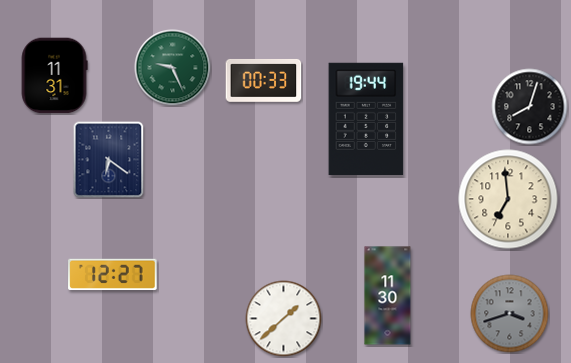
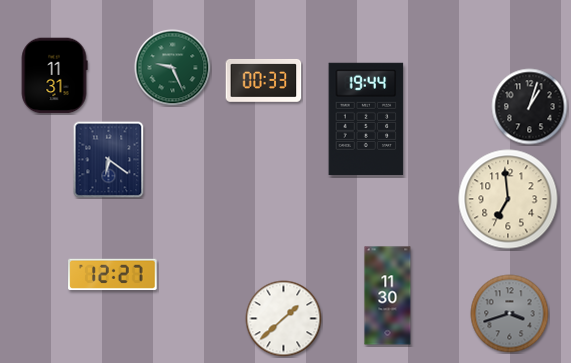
clock at (530, 107): 8:03 -> 1:03
